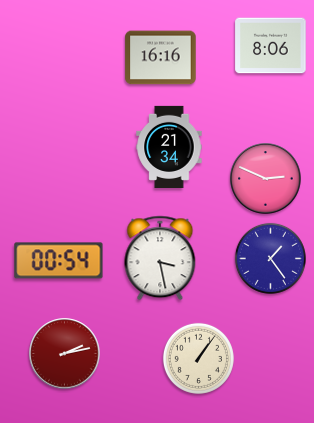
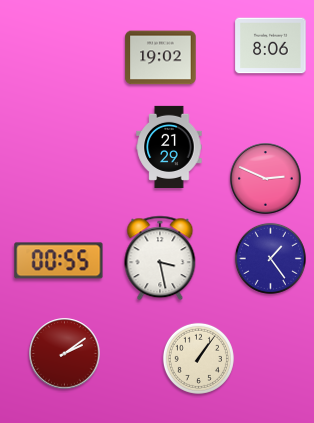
clock at (161, 58): 16:16 -> 19:02
clock at (169, 146): 21:34 -> 21:29
clock at (59, 261): 00:54 -> 00:55
clock at (65, 354): 2:13 -> 2:09
